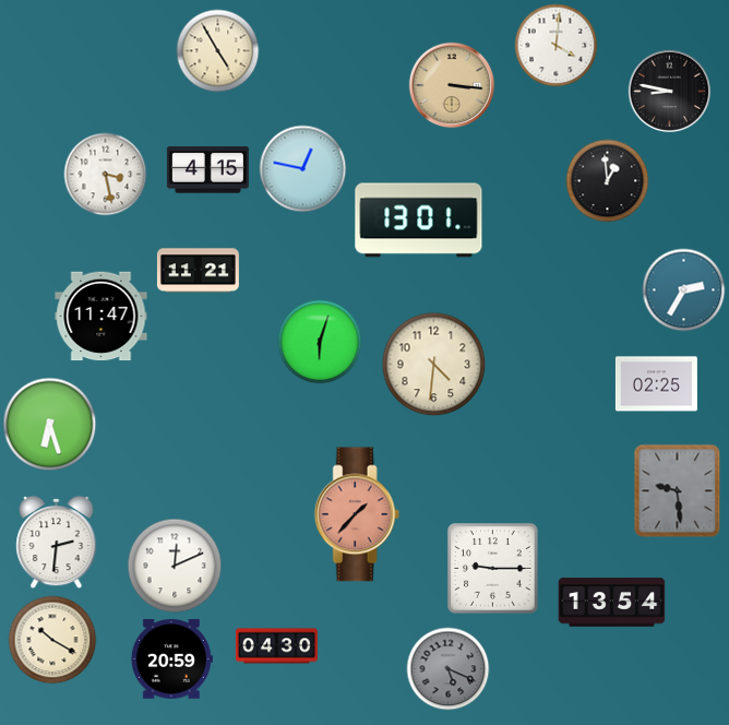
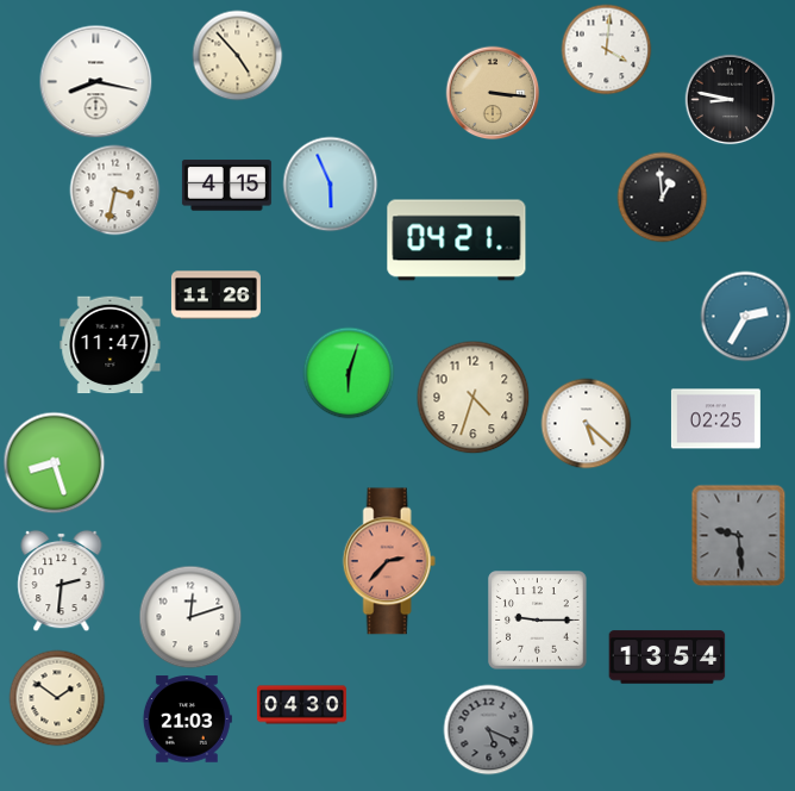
clock at (218, 51): 4:55 -> 4:53
clock at (96, 82): none -> 8:17
clock at (303, 169): 12:47 -> 5:56
clock at (106, 175): 3:28 -> 3:32
clock at (419, 221): 13:01 -> 04:21
clock at (198, 271): 11:21 -> 11:26
clock at (434, 365): 4:31 -> 4:33
clock at (587, 424): none -> 5:22
clock at (50, 425): 6:27 -> 8:27
clock at (357, 514): 1:37 -> 2:37
clock at (57, 543) position: (57, 543) -> (62, 581)
clock at (175, 566): 12:11 -> 12:12
clock at (52, 640): 10:20 -> 1:51
clock at (171, 659): 20:59 -> 21:03
